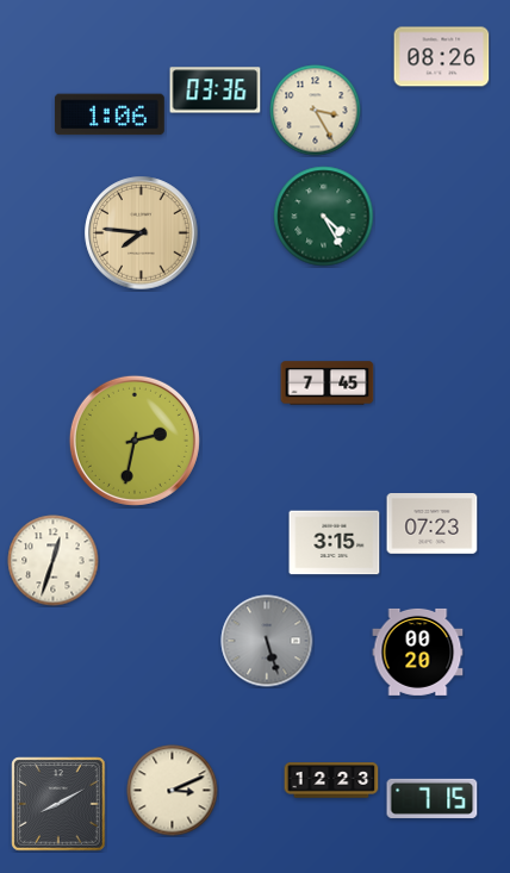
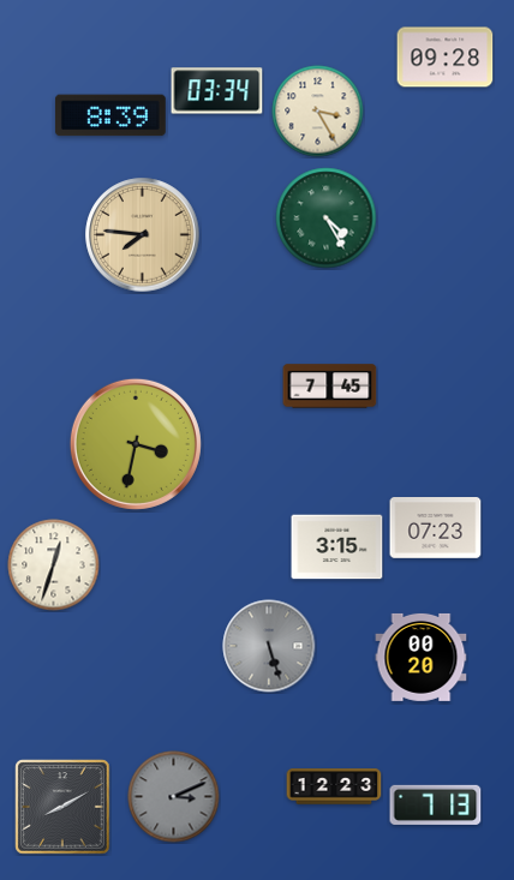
clock at (442, 57): 08:26 -> 09:28
clock at (216, 91): 03:36 -> 03:34
clock at (110, 114): 1:06 -> 8:39
clock at (135, 441): 2:32 -> 3:32
clock at (173, 791) dial: cream -> grey
clock at (433, 798): 7:15 -> 7:13
clock at (58, 804) position: (58, 804) -> (62, 807)
